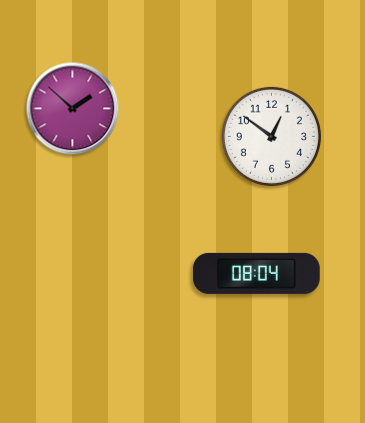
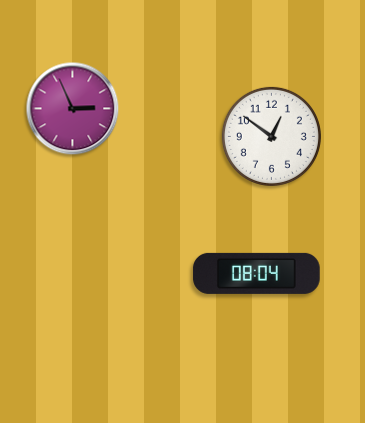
clock at (73, 109): 1:52 -> 2:56
